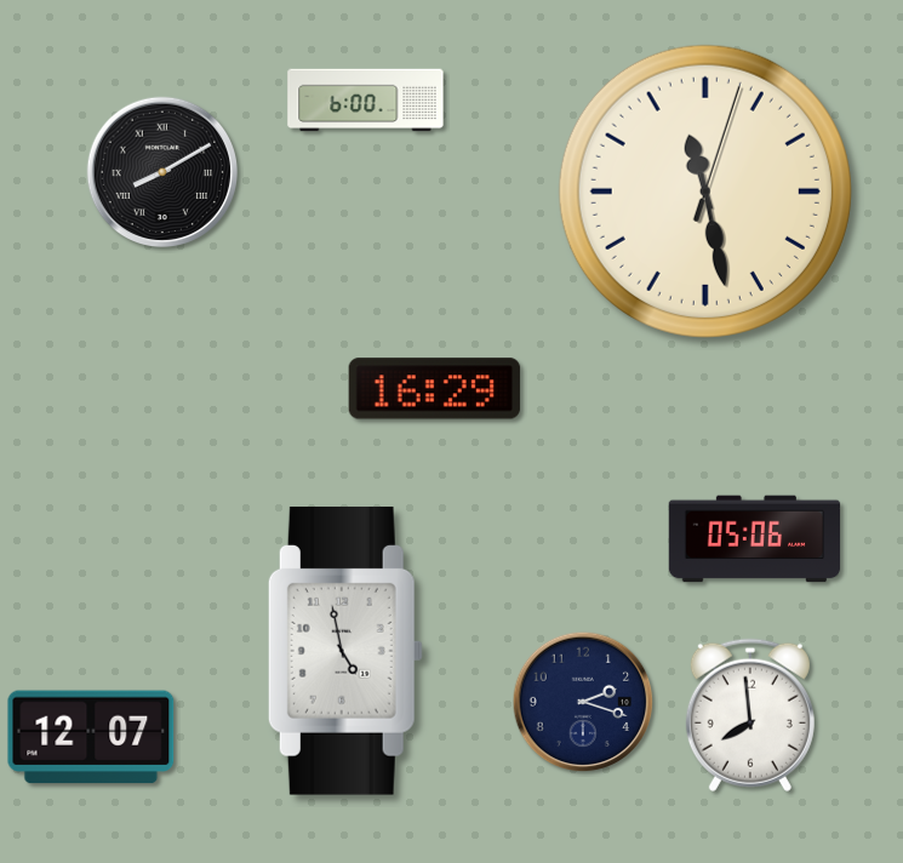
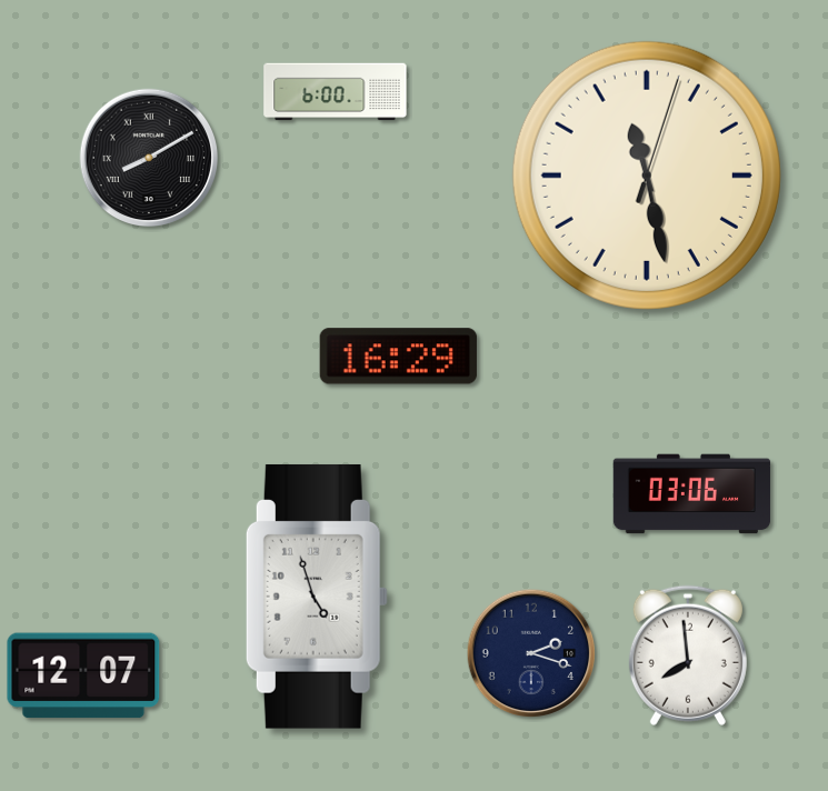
clock at (755, 539): 05:06 -> 03:06
clock at (345, 651): 4:58 -> 4:57
clock at (583, 702) position: (583, 702) -> (531, 653)
